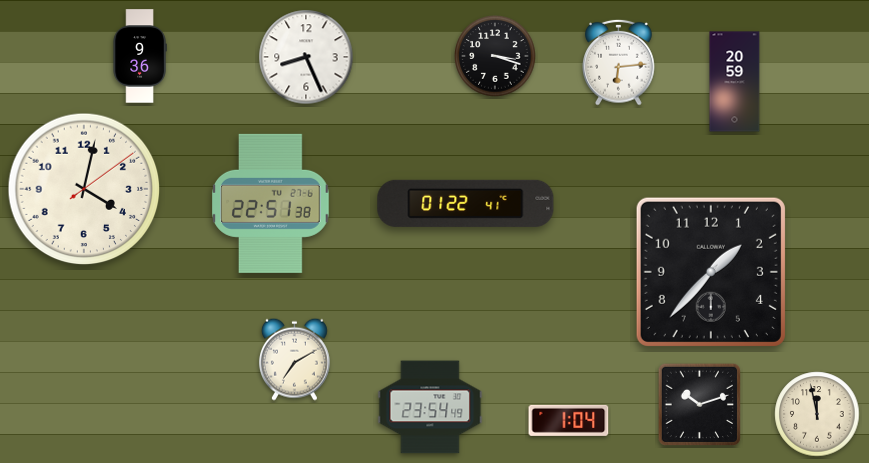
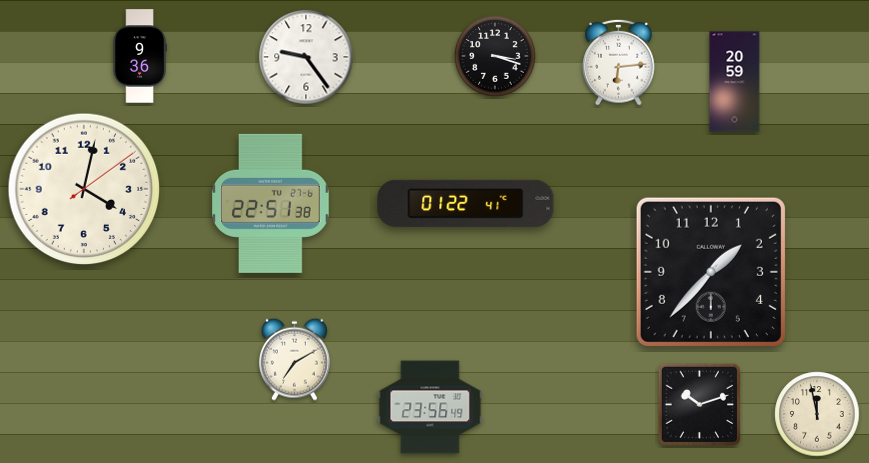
clock at (306, 57): 8:26 -> 9:24
clock at (430, 407): 23:54 -> 23:56
clock at (569, 420): 1:04 -> none
